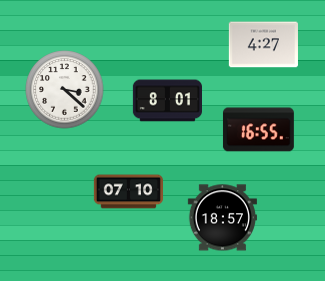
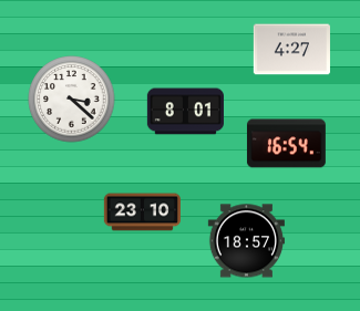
clock at (258, 130): 16:55 -> 16:54
clock at (128, 192): 07:10 -> 23:10
